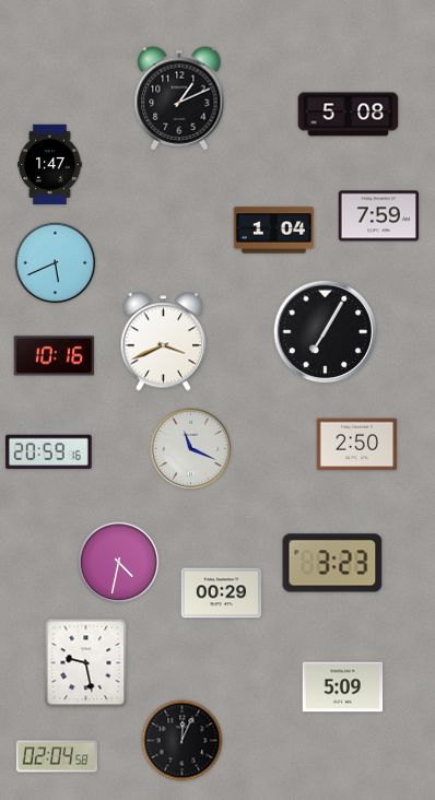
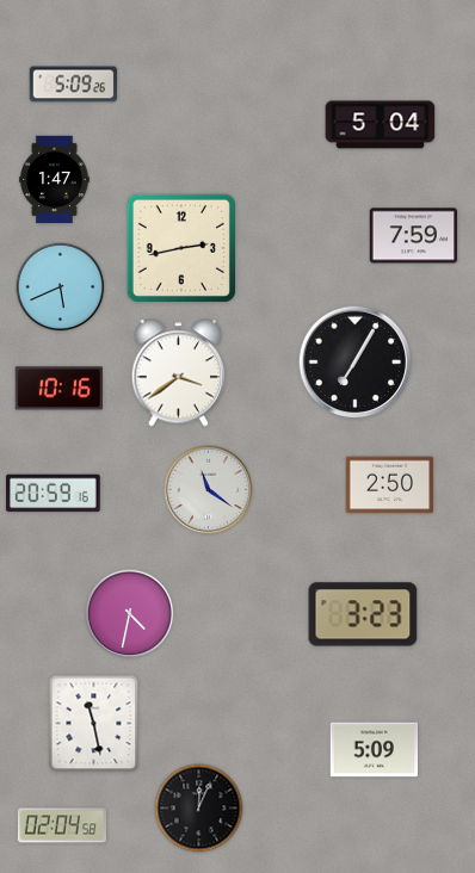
clock at (74, 85): none -> 5:09
clock at (179, 98): 1:11 -> none
clock at (349, 115): 5:08 -> 5:04
clock at (181, 248): none -> 2:43
clock at (274, 231): 1:04 -> none
clock at (164, 342): 3:41 -> 3:39
clock at (191, 449): 11:19 -> 11:21
clock at (222, 593): 00:29 -> none
clock at (86, 663): 9:28 -> 11:28
